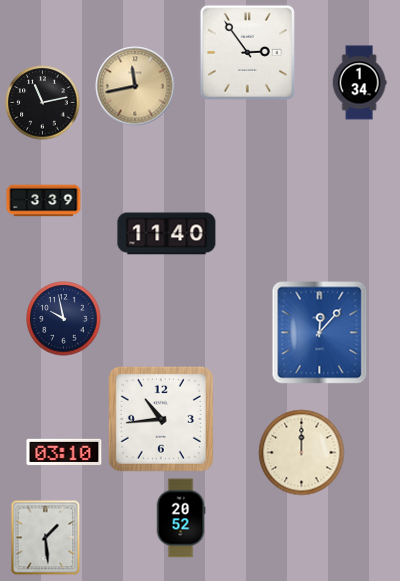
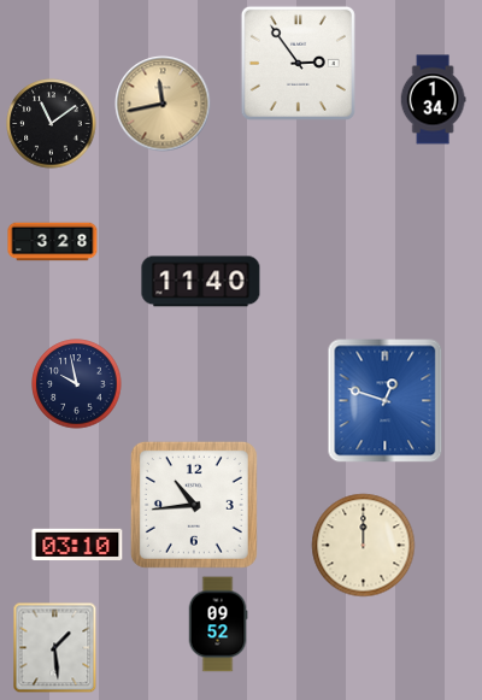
clock at (43, 103): 11:13 -> 11:09
clock at (44, 201): 3:39 -> 3:28
clock at (320, 333): 12:07 -> 12:48
clock at (181, 518): 20:52 -> 09:52
